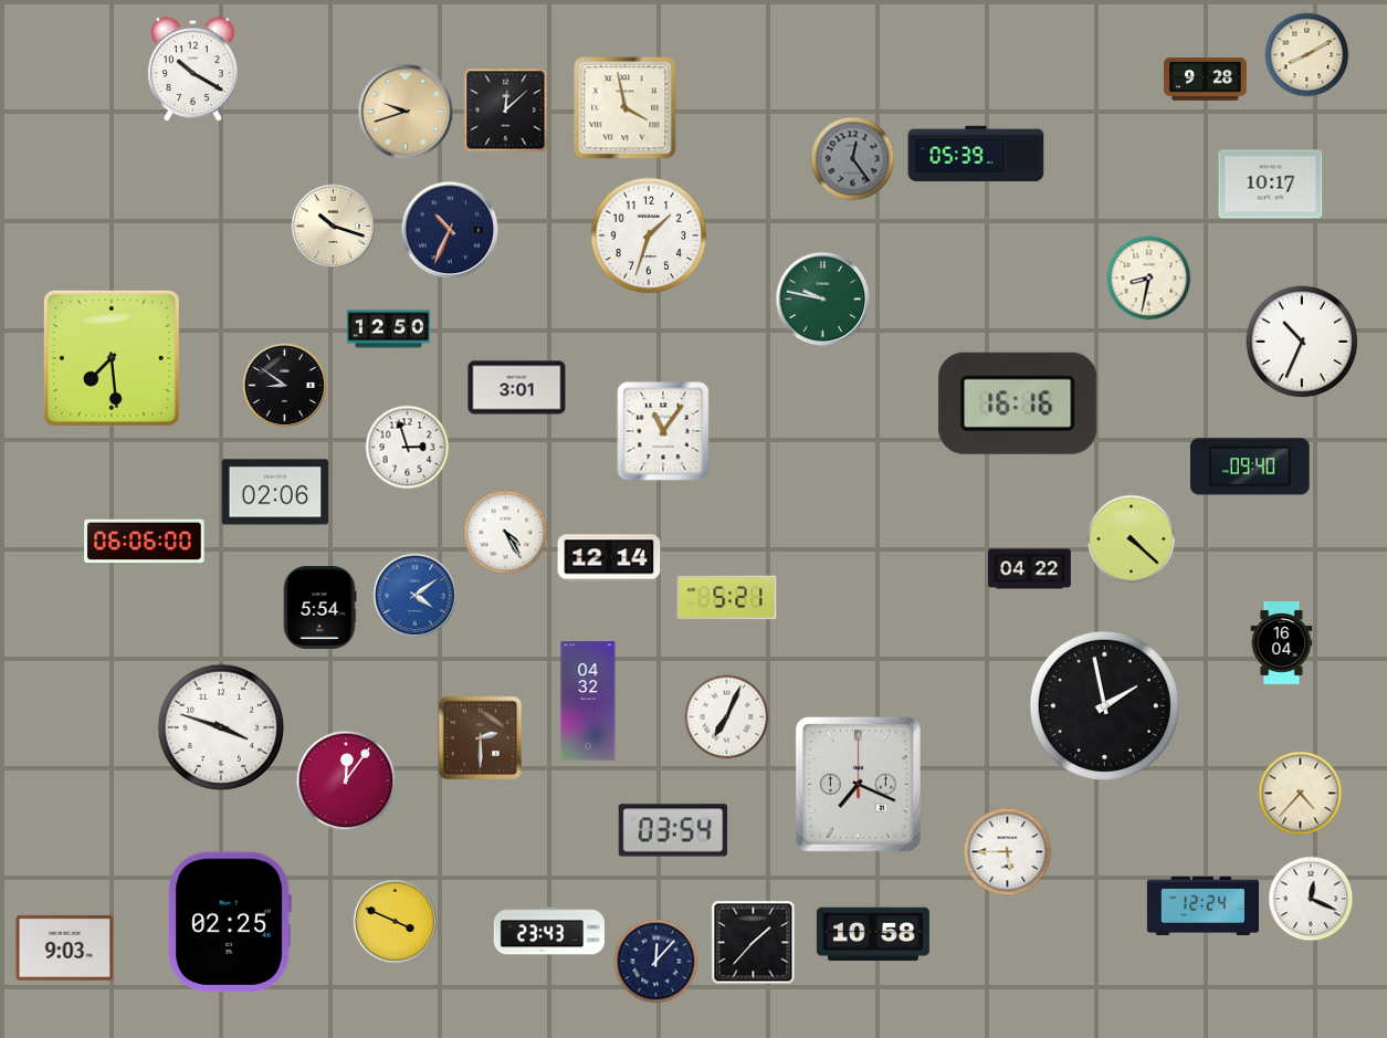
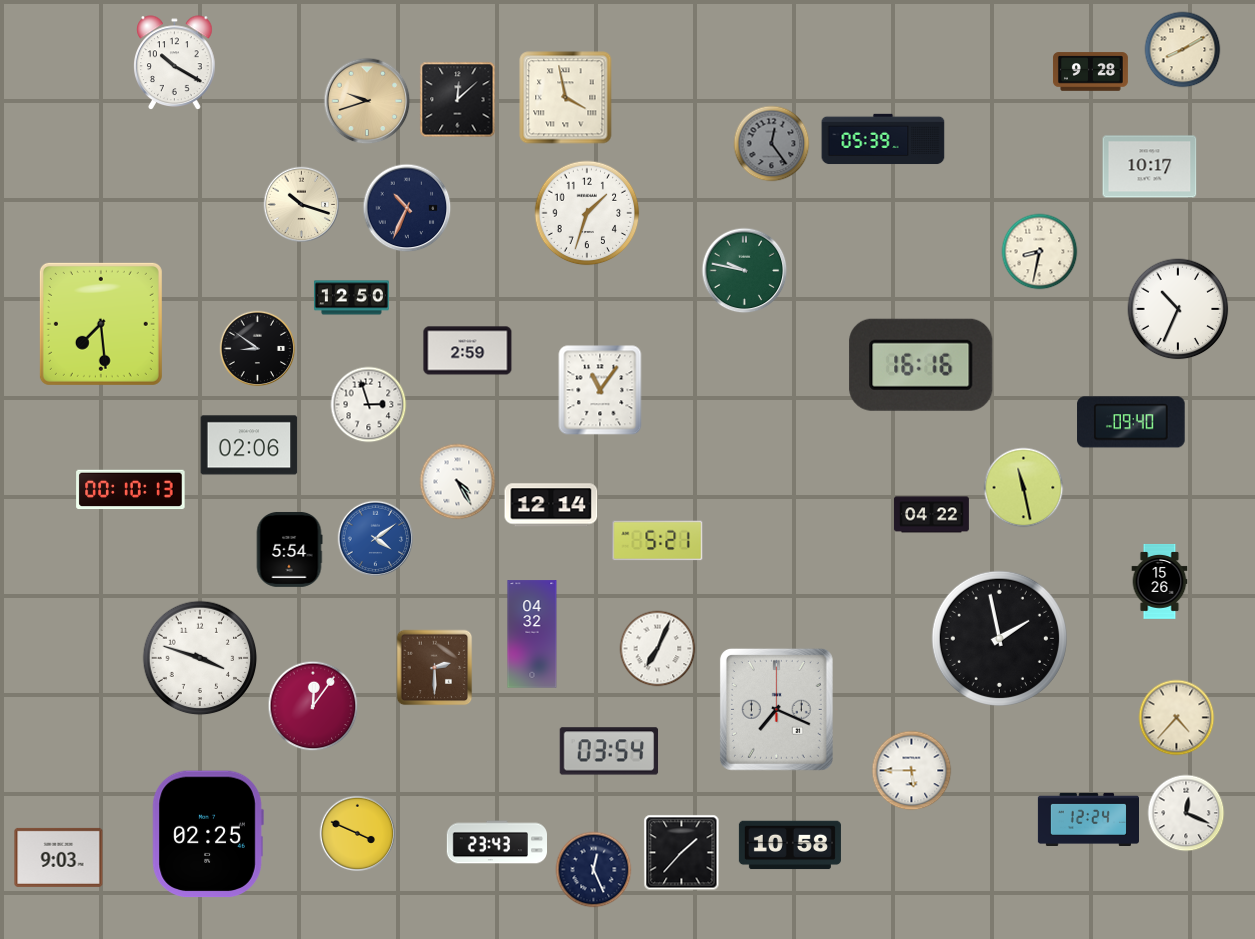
clock at (517, 388): 3:01 -> 2:59
clock at (1132, 539): 4:22 -> 11:28
clock at (145, 542): 06:06 -> 00:10
clock at (1282, 642): 16:04 -> 15:26
clock at (656, 962): 12:07 -> 12:26
